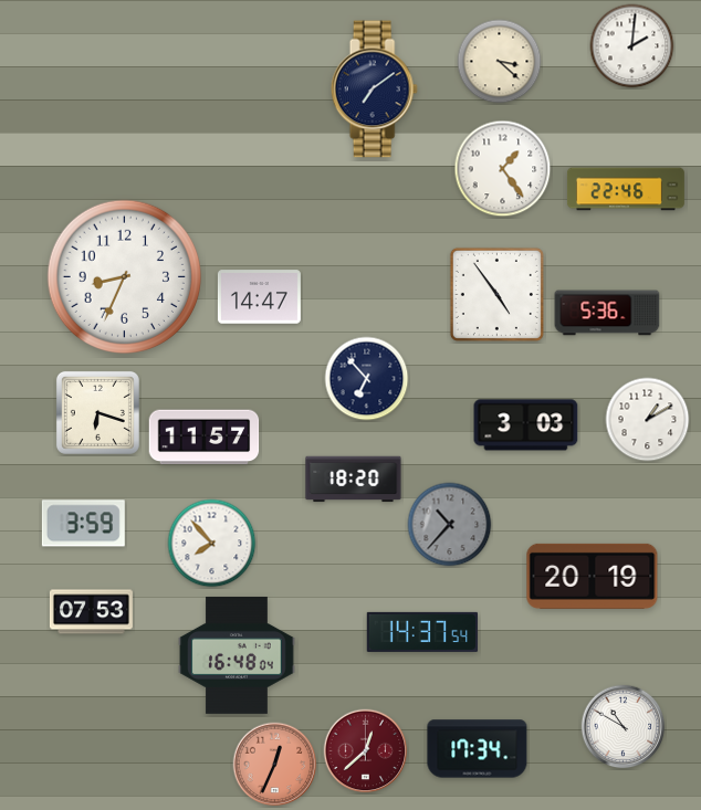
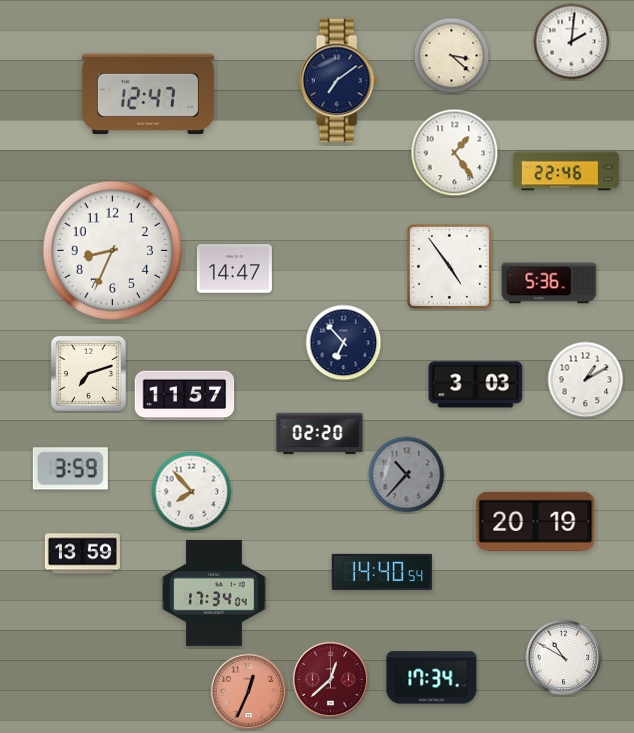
clock at (148, 94): none -> 12:47
clock at (367, 379) position: (367, 379) -> (344, 343)
clock at (97, 412): 6:18 -> 7:12
clock at (354, 480): 18:20 -> 02:20
clock at (83, 524) position: (83, 524) -> (70, 469)
clock at (91, 612): 07:53 -> 13:59
clock at (422, 632): 14:37 -> 14:40
clock at (237, 655): 16:48 -> 17:34
